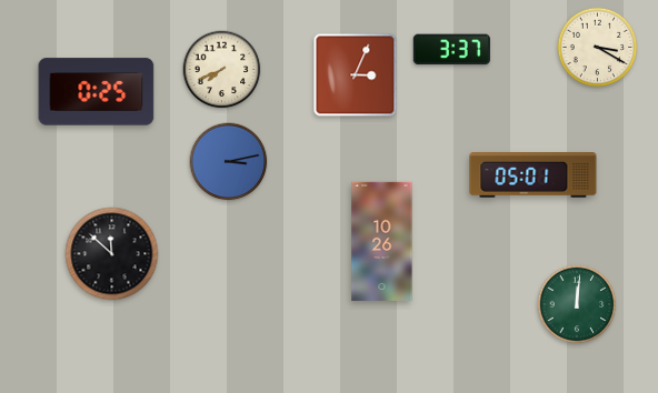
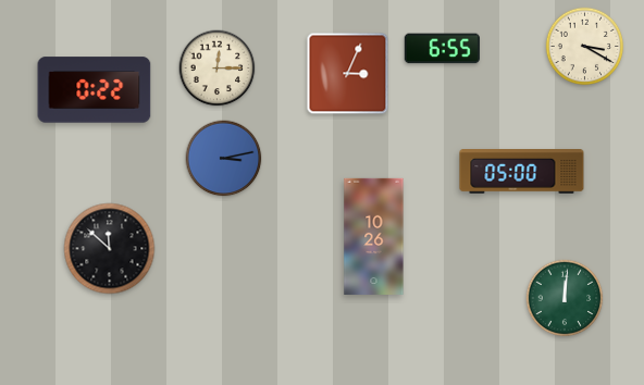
clock at (451, 50): 3:37 -> 6:55
clock at (222, 70): 7:41 -> 12:15
clock at (97, 92): 0:25 -> 0:22
clock at (534, 175): 05:01 -> 05:00
